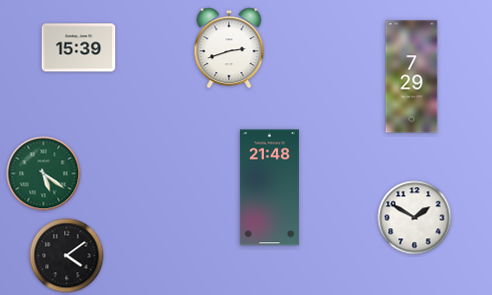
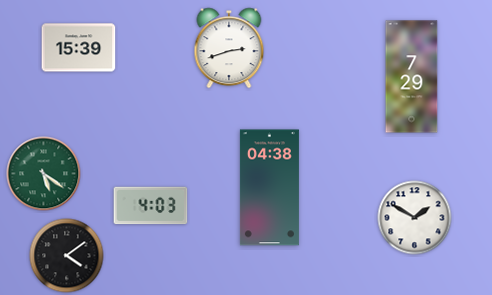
clock at (269, 188): 21:48 -> 04:38
clock at (151, 206): none -> 4:03
